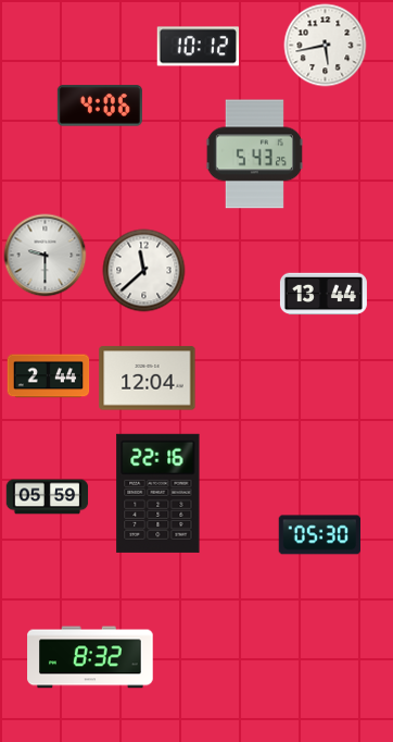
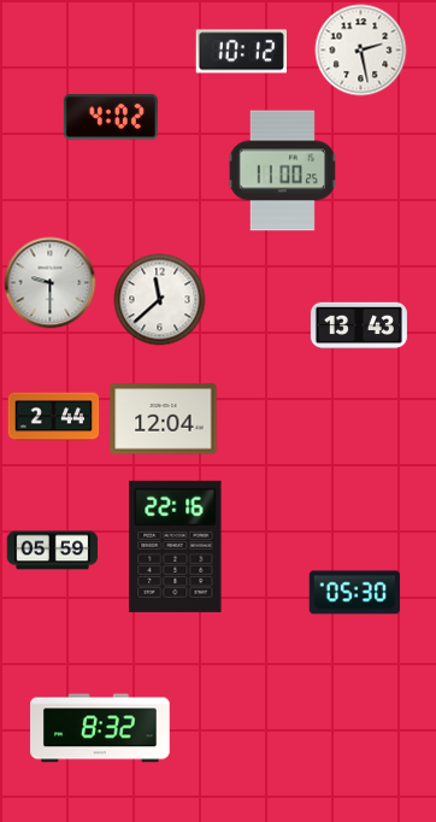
clock at (326, 46): 5:43 -> 2:28
clock at (198, 47) position: (198, 47) -> (241, 52)
clock at (100, 106): 4:06 -> 4:02
clock at (254, 154): 5:43 -> 11:00
clock at (324, 294): 13:44 -> 13:43
